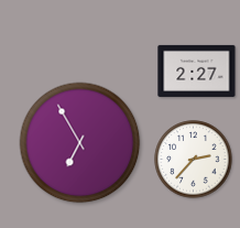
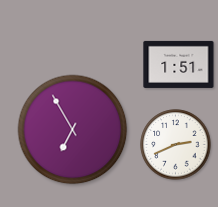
clock at (197, 70): 2:27 -> 1:51
clock at (194, 160): 2:37 -> 2:41
